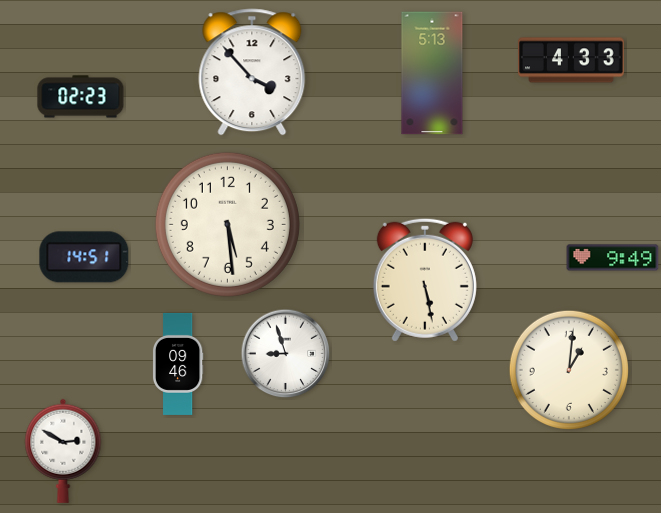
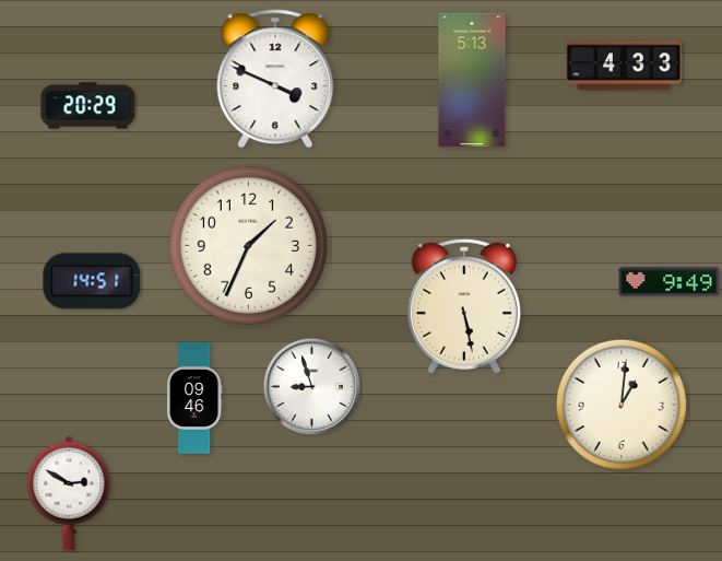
clock at (252, 72): 3:53 -> 3:49
clock at (81, 97): 02:23 -> 20:29
clock at (227, 224): 5:29 -> 1:34
